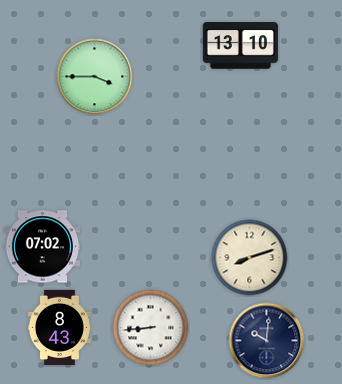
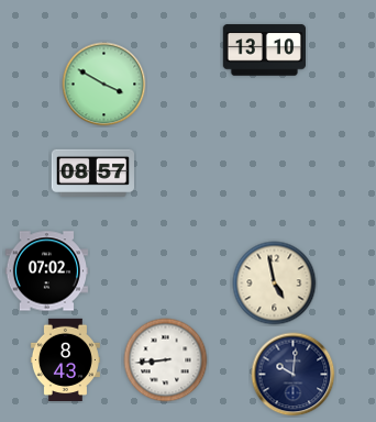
clock at (95, 77): 3:45 -> 3:50
clock at (92, 173): none -> 08:57
clock at (250, 258): 8:12 -> 4:58
